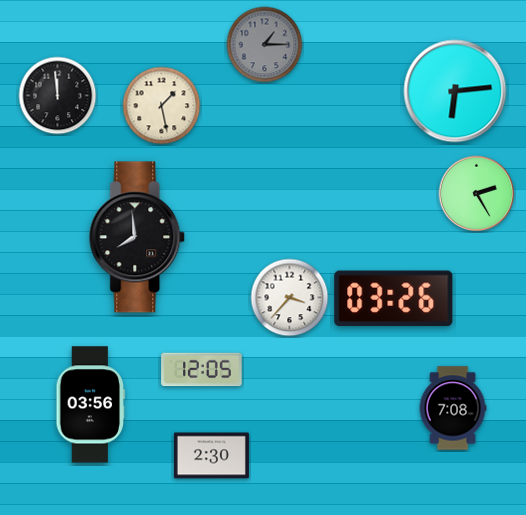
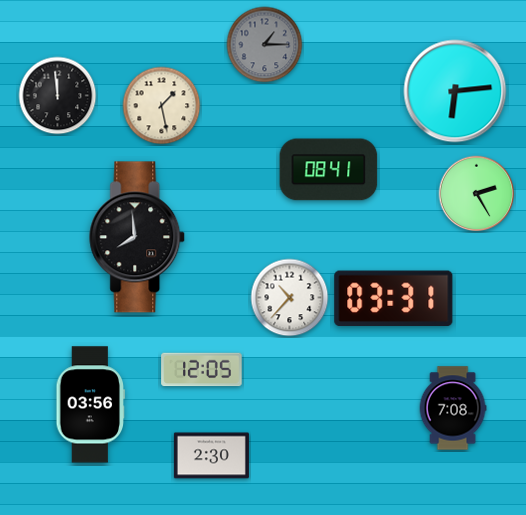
clock at (329, 170): none -> 08:41
clock at (290, 298): 3:37 -> 10:37
clock at (394, 299): 03:26 -> 03:31
